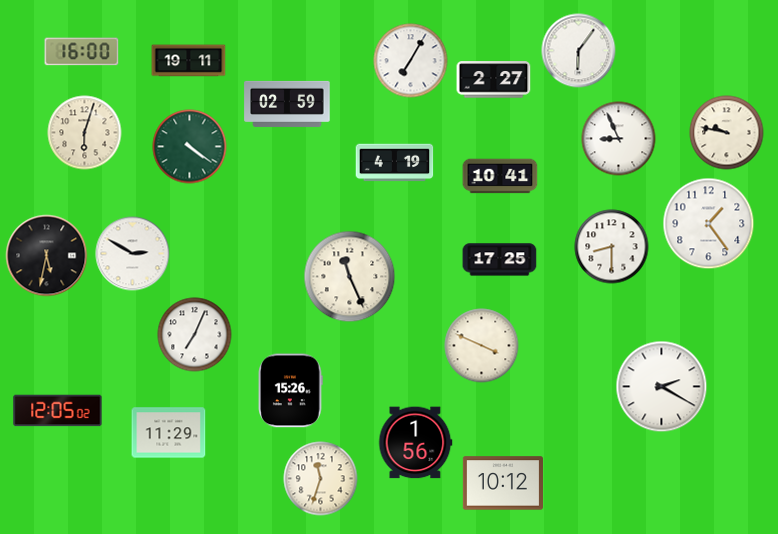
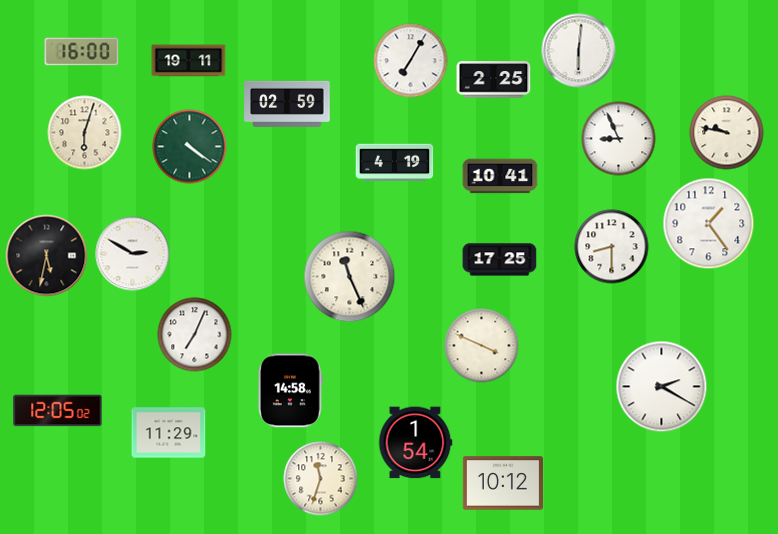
clock at (579, 51): 6:06 -> 6:01
clock at (494, 80): 2:27 -> 2:25
clock at (291, 391): 15:26 -> 14:58
clock at (416, 443): 1:56 -> 1:54
